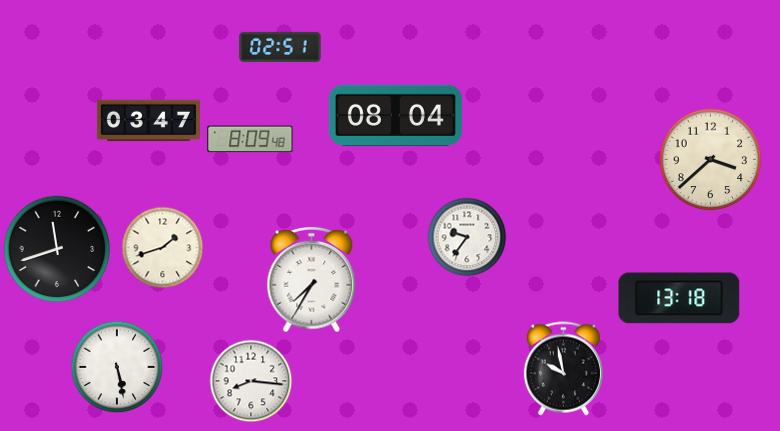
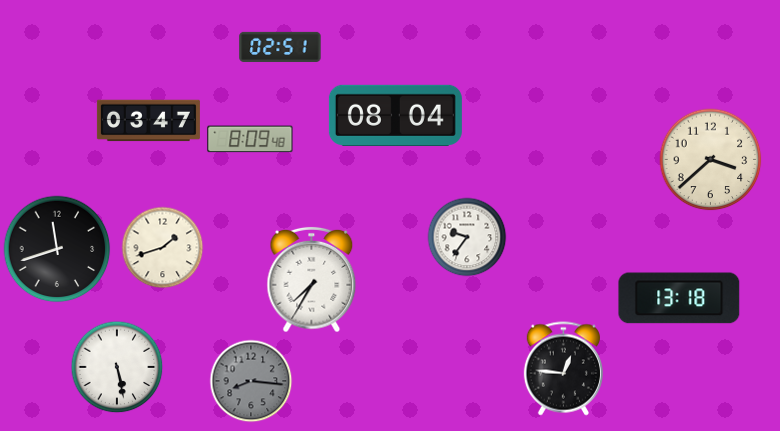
clock at (563, 369): 9:58 -> 12:46
clock at (251, 381) dial: white -> grey
